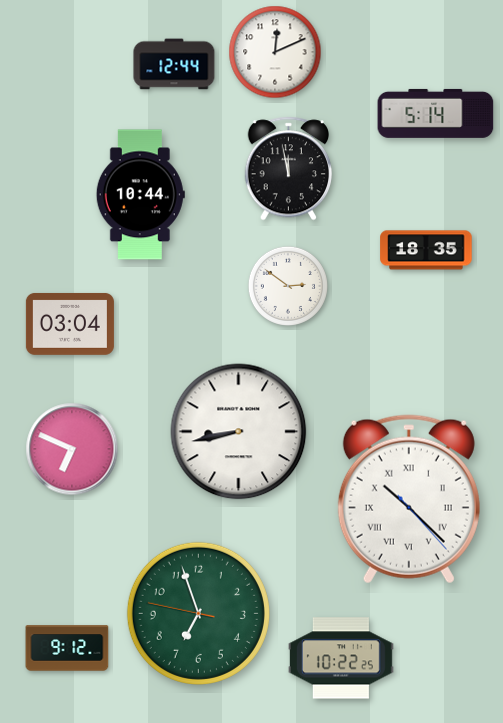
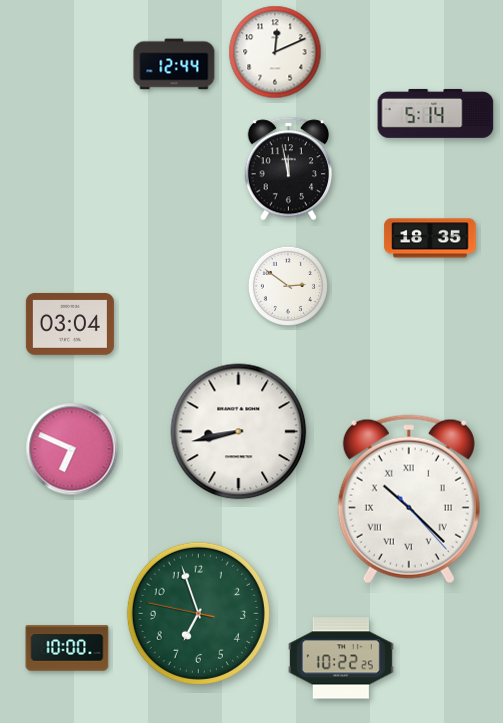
clock at (140, 195): 10:44 -> none
clock at (426, 250) position: (426, 250) -> (430, 238)
clock at (67, 648): 9:12 -> 10:00
